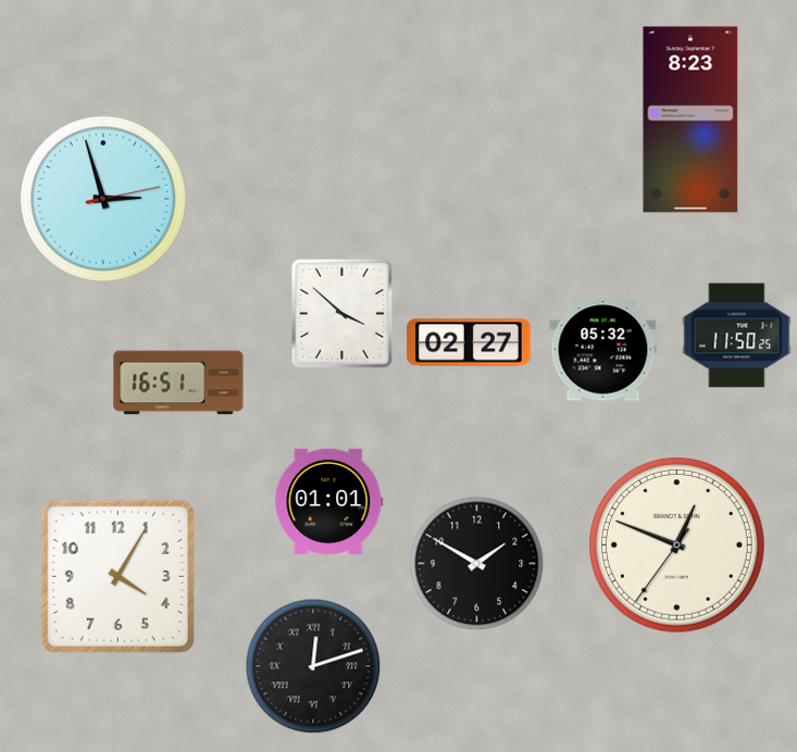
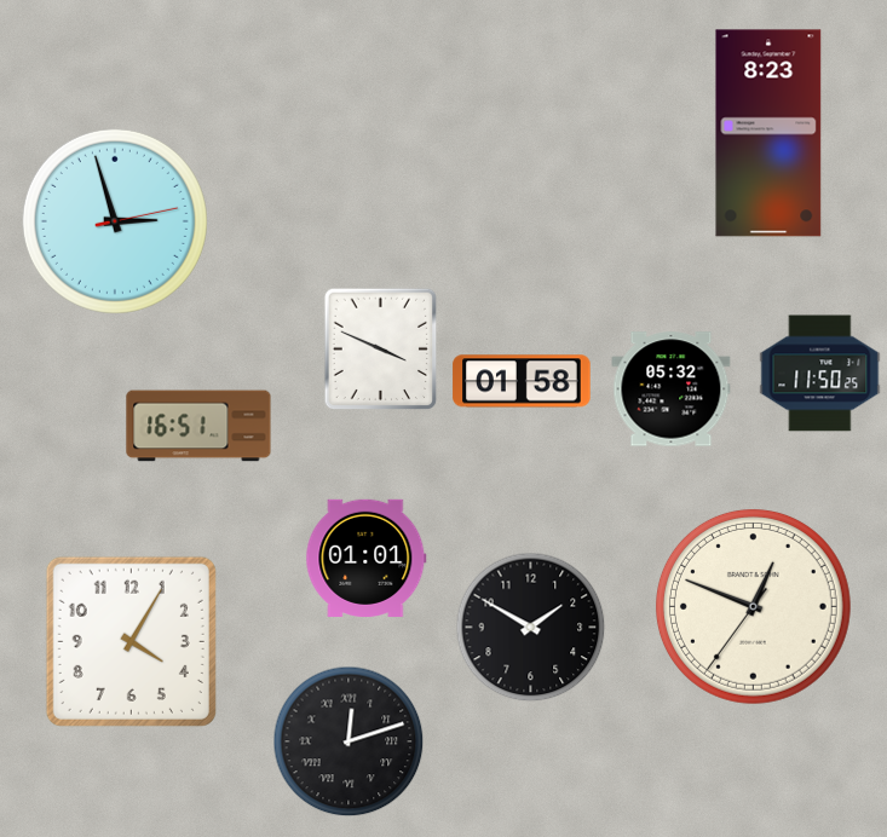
clock at (343, 314): 3:52 -> 3:49
clock at (469, 342): 02:27 -> 01:58
